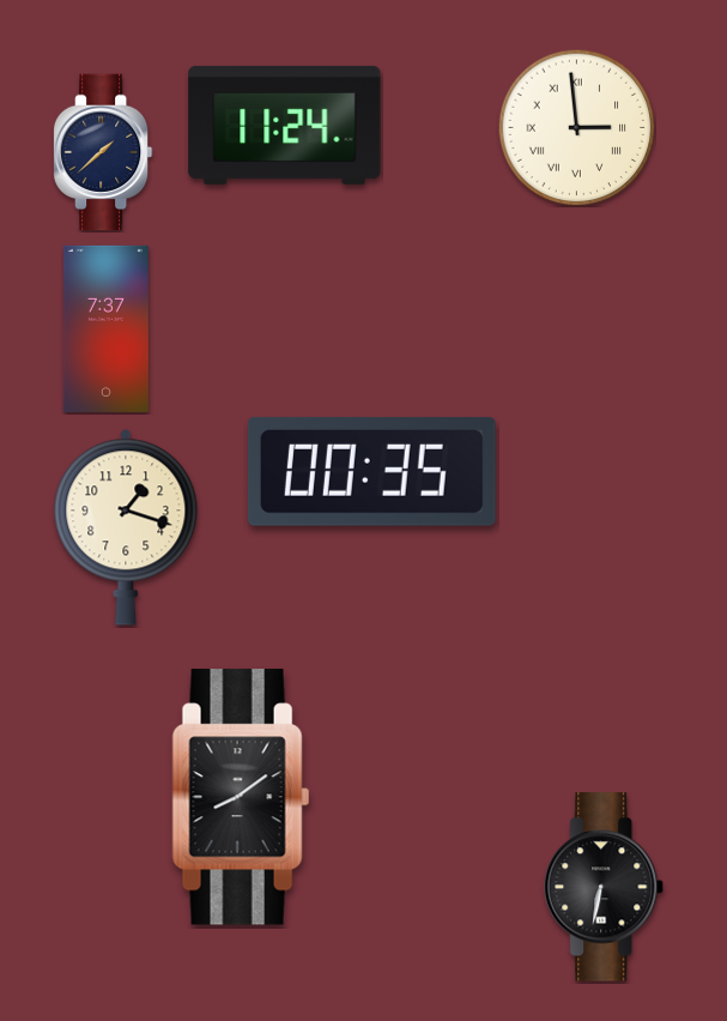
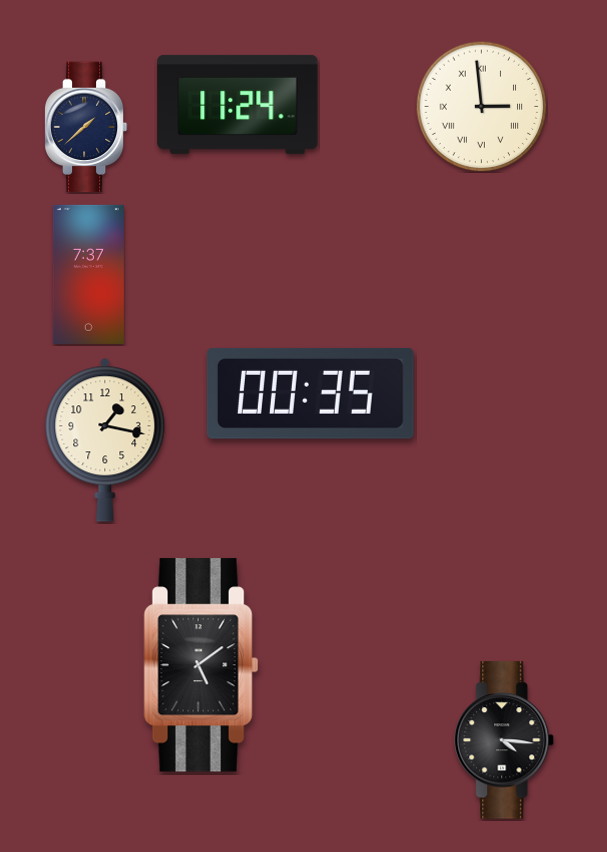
clock at (126, 527): 1:18 -> 1:17
clock at (241, 797): 8:09 -> 5:09
clock at (605, 887): 6:32 -> 4:16
